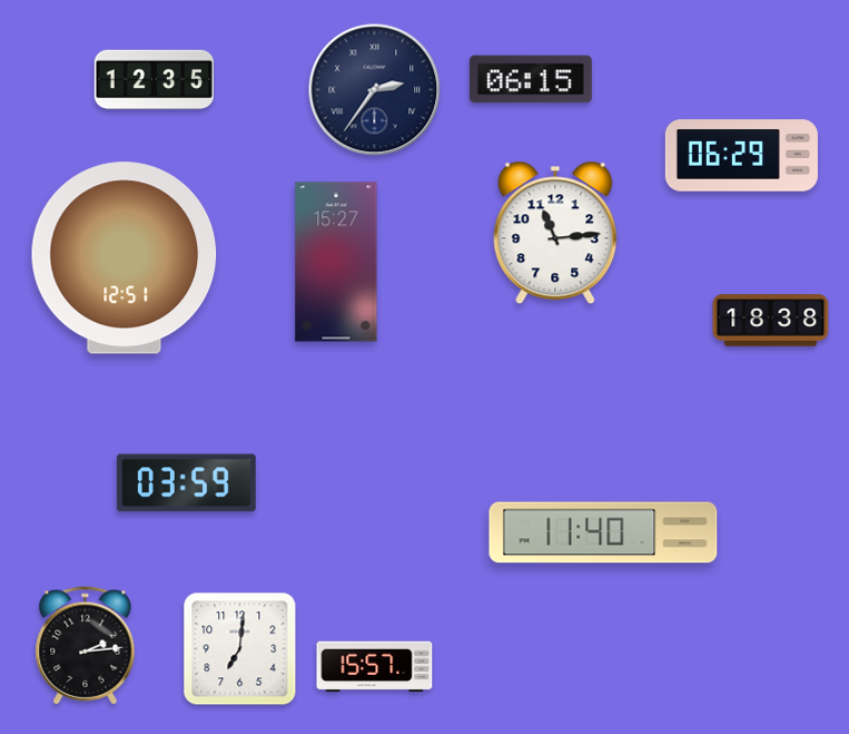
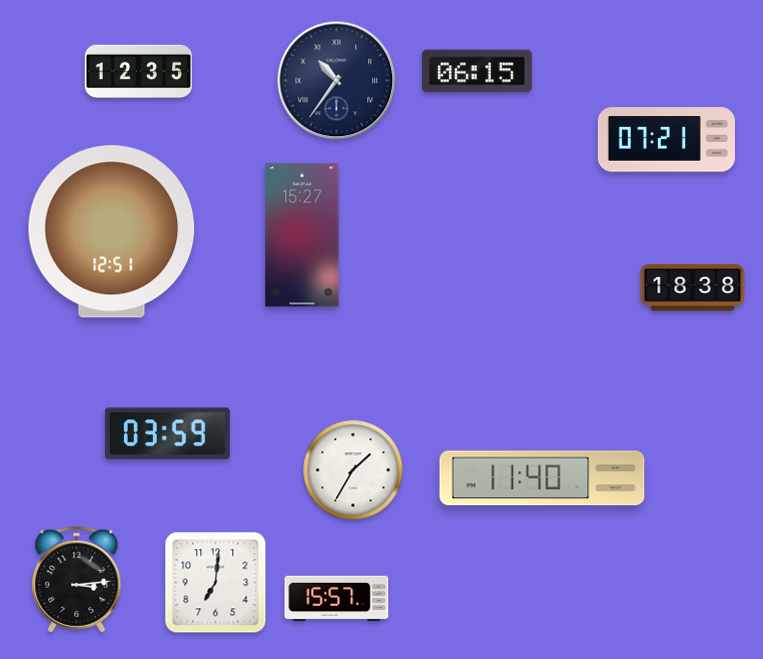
clock at (375, 90): 2:36 -> 10:36
clock at (741, 156): 06:29 -> 07:21
clock at (555, 233): 11:14 -> none
clock at (353, 470): none -> 1:35
clock at (86, 646): 2:14 -> 3:14
